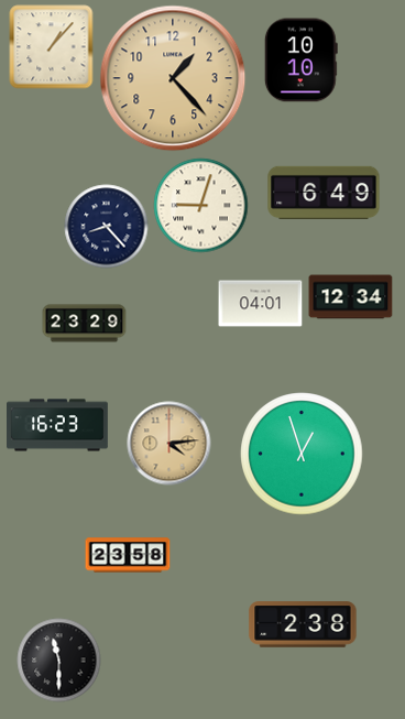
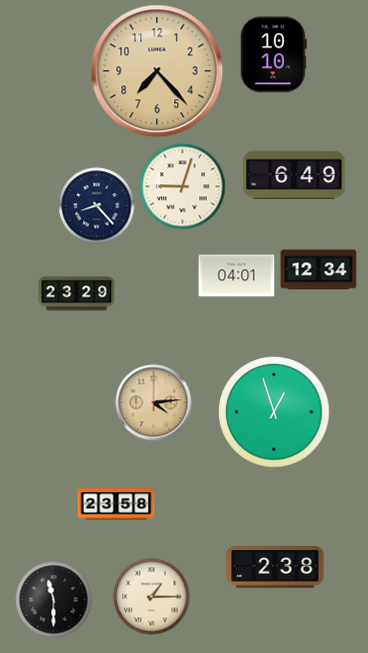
clock at (52, 47): 1:07 -> none
clock at (173, 78): 1:23 -> 7:23
clock at (58, 425): 16:23 -> none
clock at (152, 597): none -> 1:15
